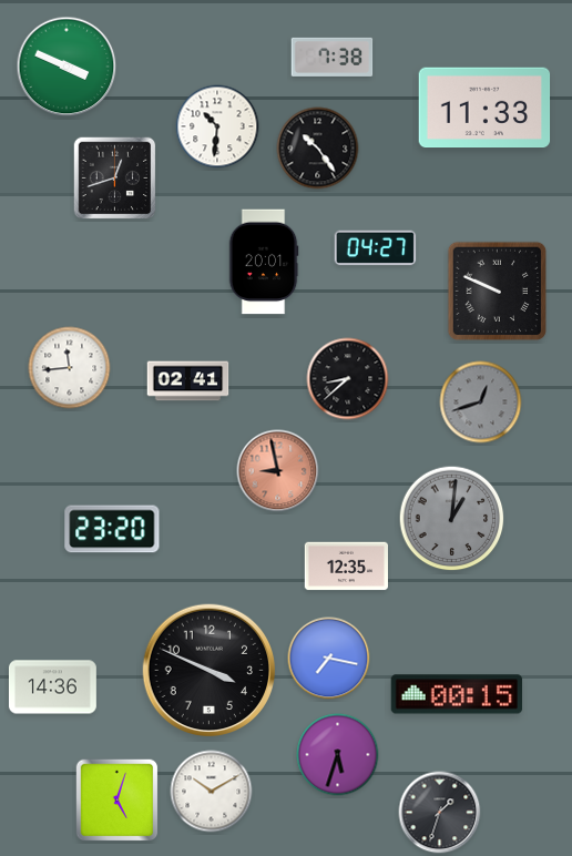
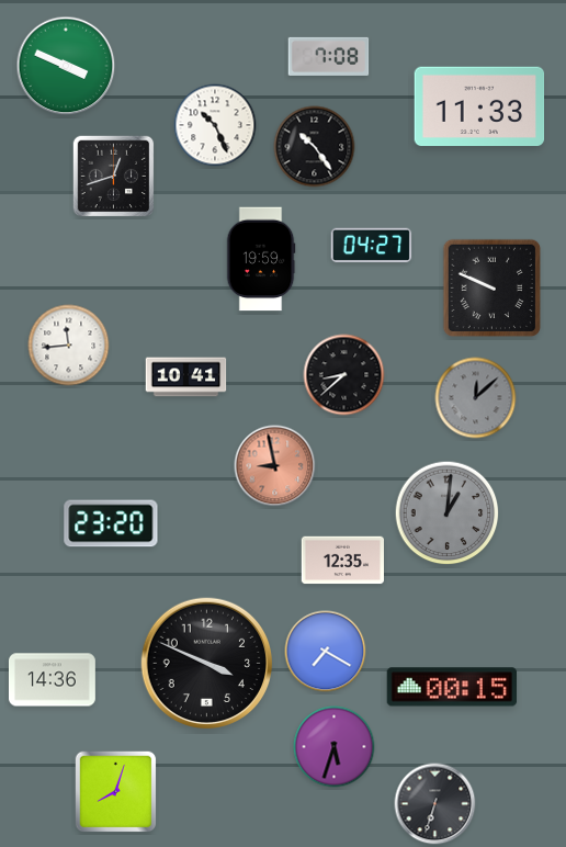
clock at (333, 57): 7:38 -> 7:08
clock at (217, 126): 10:31 -> 10:26
clock at (264, 262): 20:01 -> 19:59
clock at (70, 368) position: (70, 368) -> (69, 346)
clock at (188, 381): 02:41 -> 10:41
clock at (481, 402): 12:42 -> 12:08
clock at (329, 659): 7:17 -> 7:20
clock at (212, 792): 10:10 -> none
clock at (118, 801): 5:03 -> 8:03
clock at (440, 813): 1:33 -> 6:33
